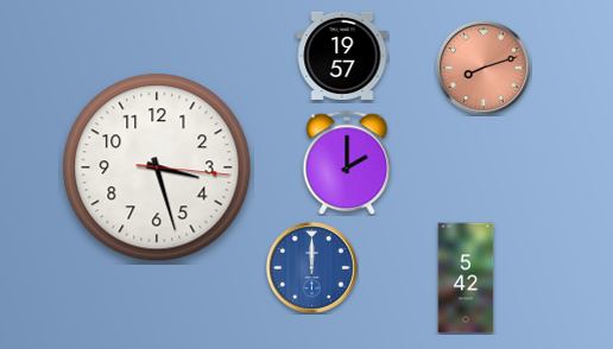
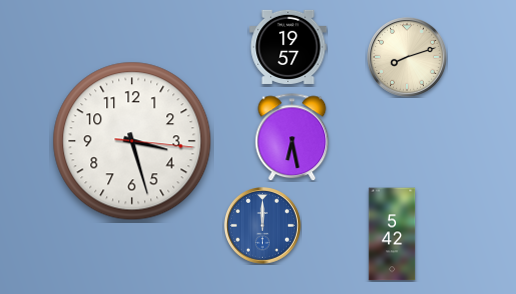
clock at (484, 68) dial: salmon -> cream
clock at (347, 163): 2:00 -> 6:28
